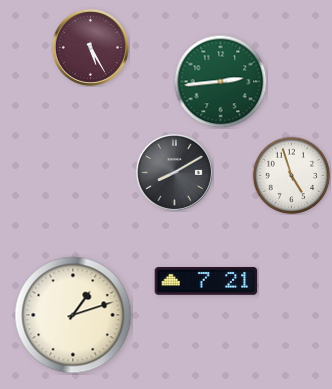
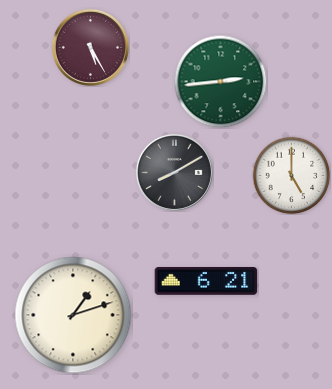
clock at (291, 175): 4:57 -> 5:00
clock at (206, 281): 7:21 -> 6:21
